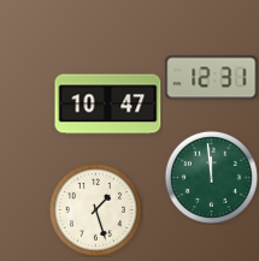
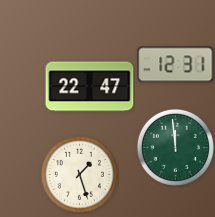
clock at (108, 105): 10:47 -> 22:47
